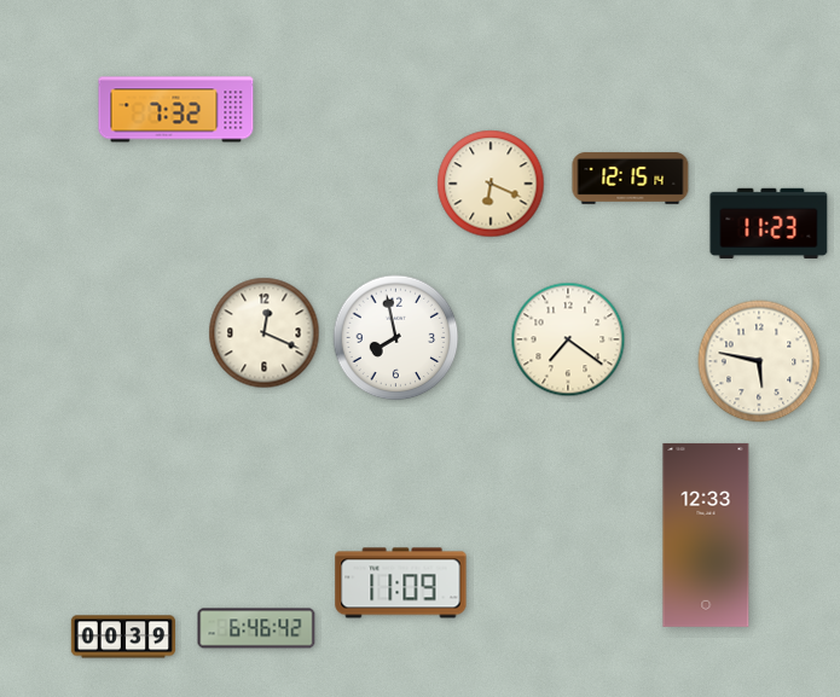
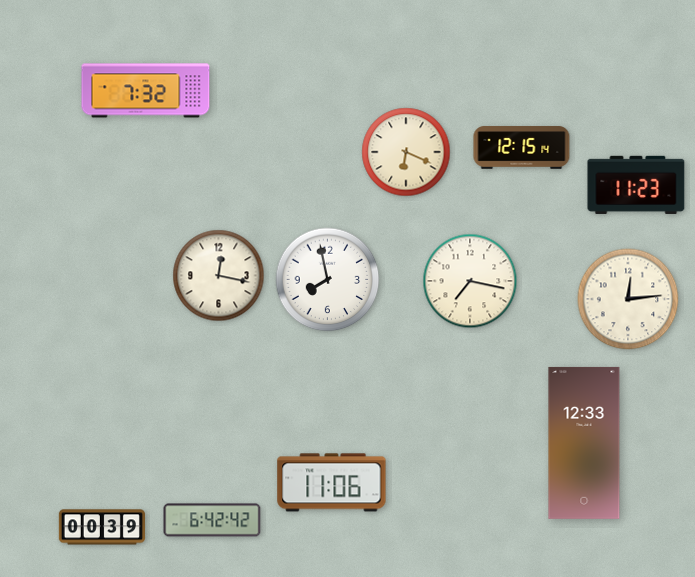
clock at (265, 333): 12:19 -> 12:17
clock at (568, 339): 7:21 -> 7:17
clock at (759, 361): 5:47 -> 12:14
clock at (401, 583): 11:09 -> 11:06
clock at (256, 628): 6:46 -> 6:42
